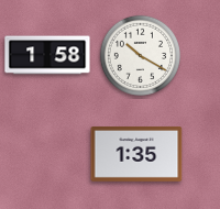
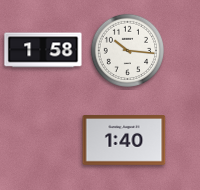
clock at (140, 55): 10:20 -> 10:16
clock at (136, 155): 1:35 -> 1:40
